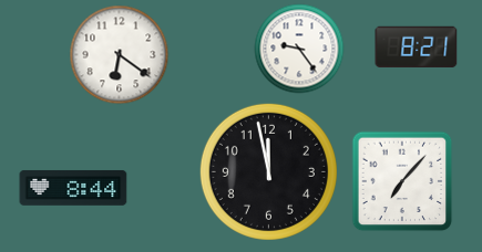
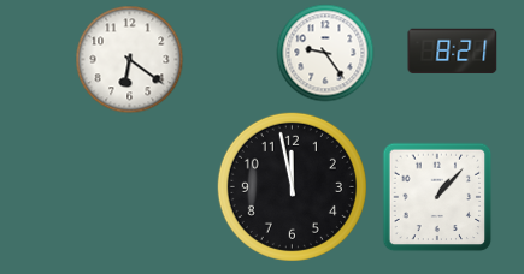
clock at (402, 181): 7:07 -> 1:07
clock at (73, 188): 8:44 -> none
